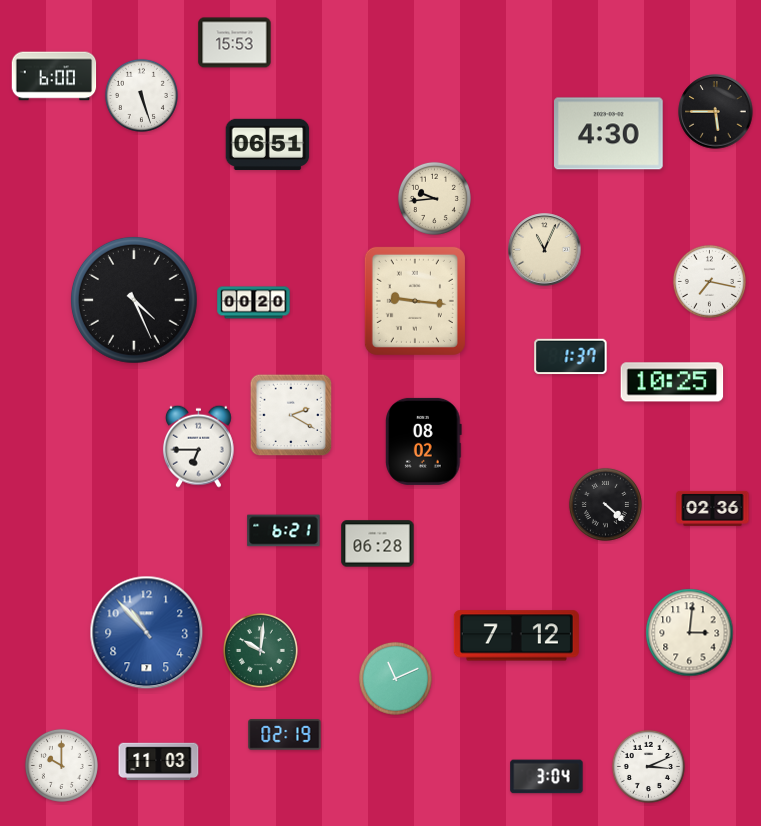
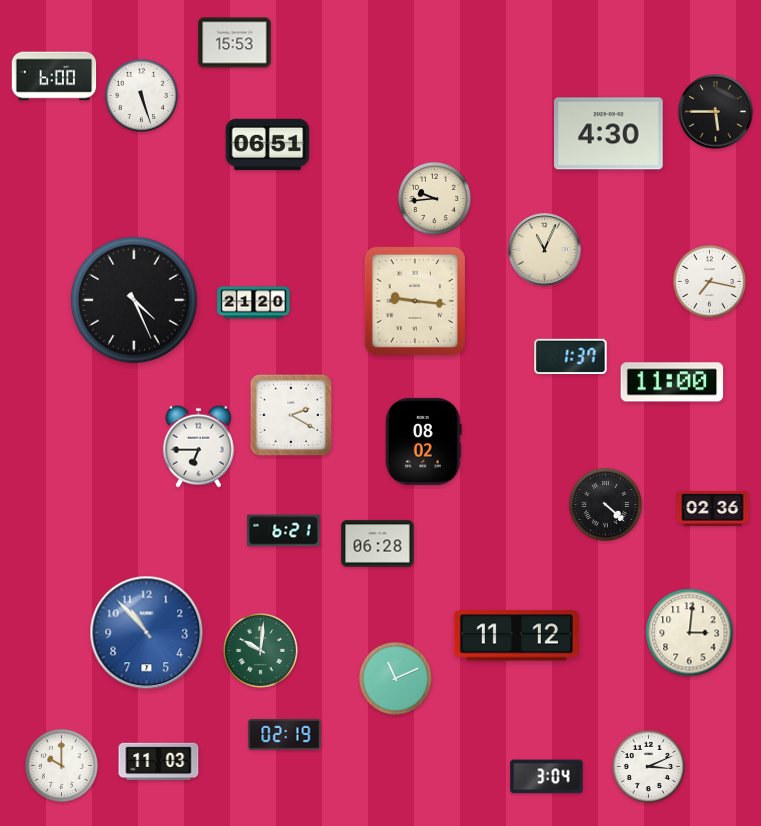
clock at (254, 303): 00:20 -> 21:20
clock at (672, 382): 10:25 -> 11:00
clock at (516, 636): 7:12 -> 11:12
